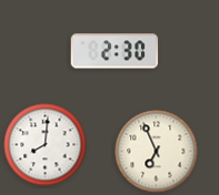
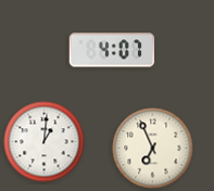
clock at (115, 51): 2:30 -> 4:07
clock at (46, 145): 8:01 -> 1:01
